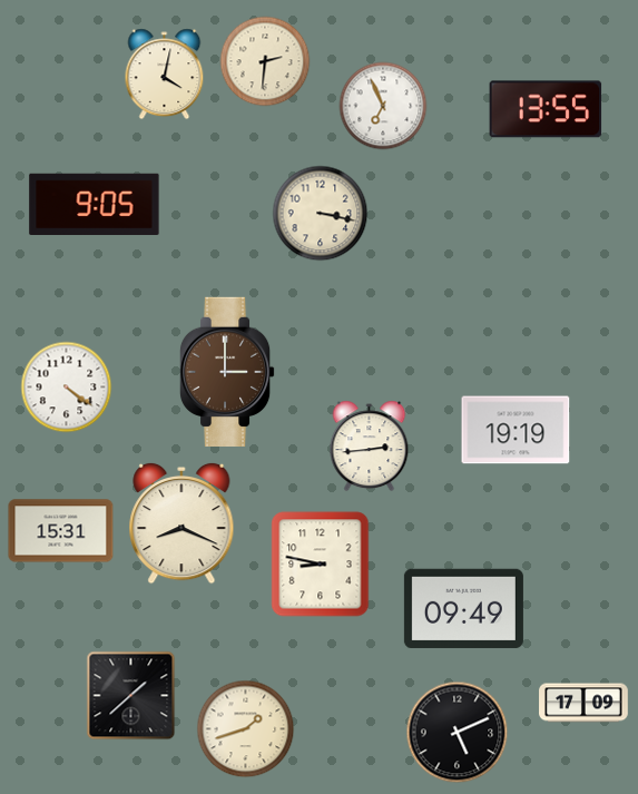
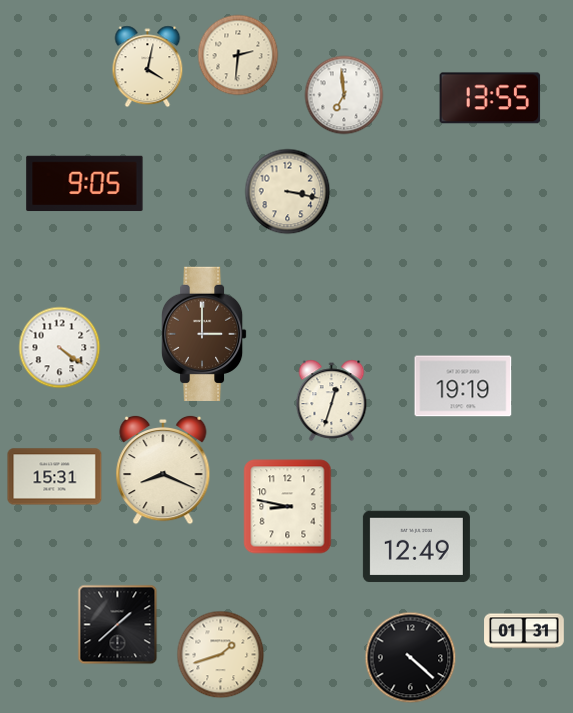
clock at (383, 106): 6:56 -> 6:59
clock at (370, 447): 2:44 -> 12:33
clock at (463, 609): 09:49 -> 12:49
clock at (583, 703): 17:09 -> 01:31
clock at (458, 733): 5:11 -> 4:22
